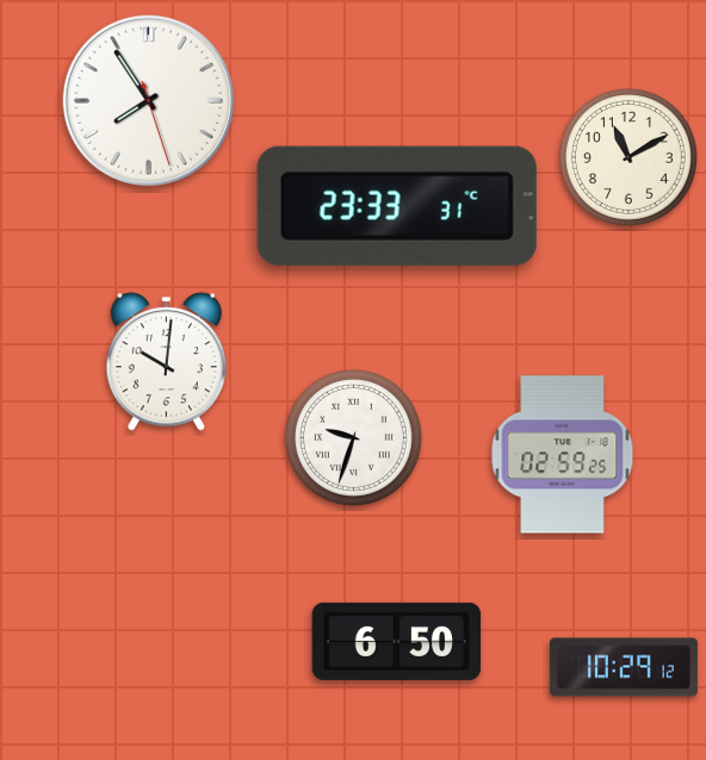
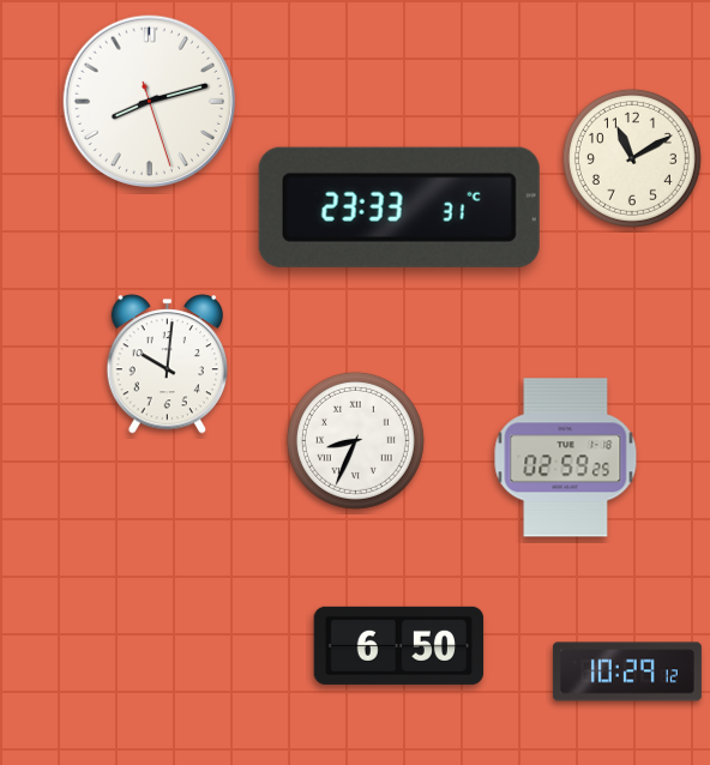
clock at (148, 100): 7:54 -> 8:12
clock at (353, 437): 9:33 -> 8:34
